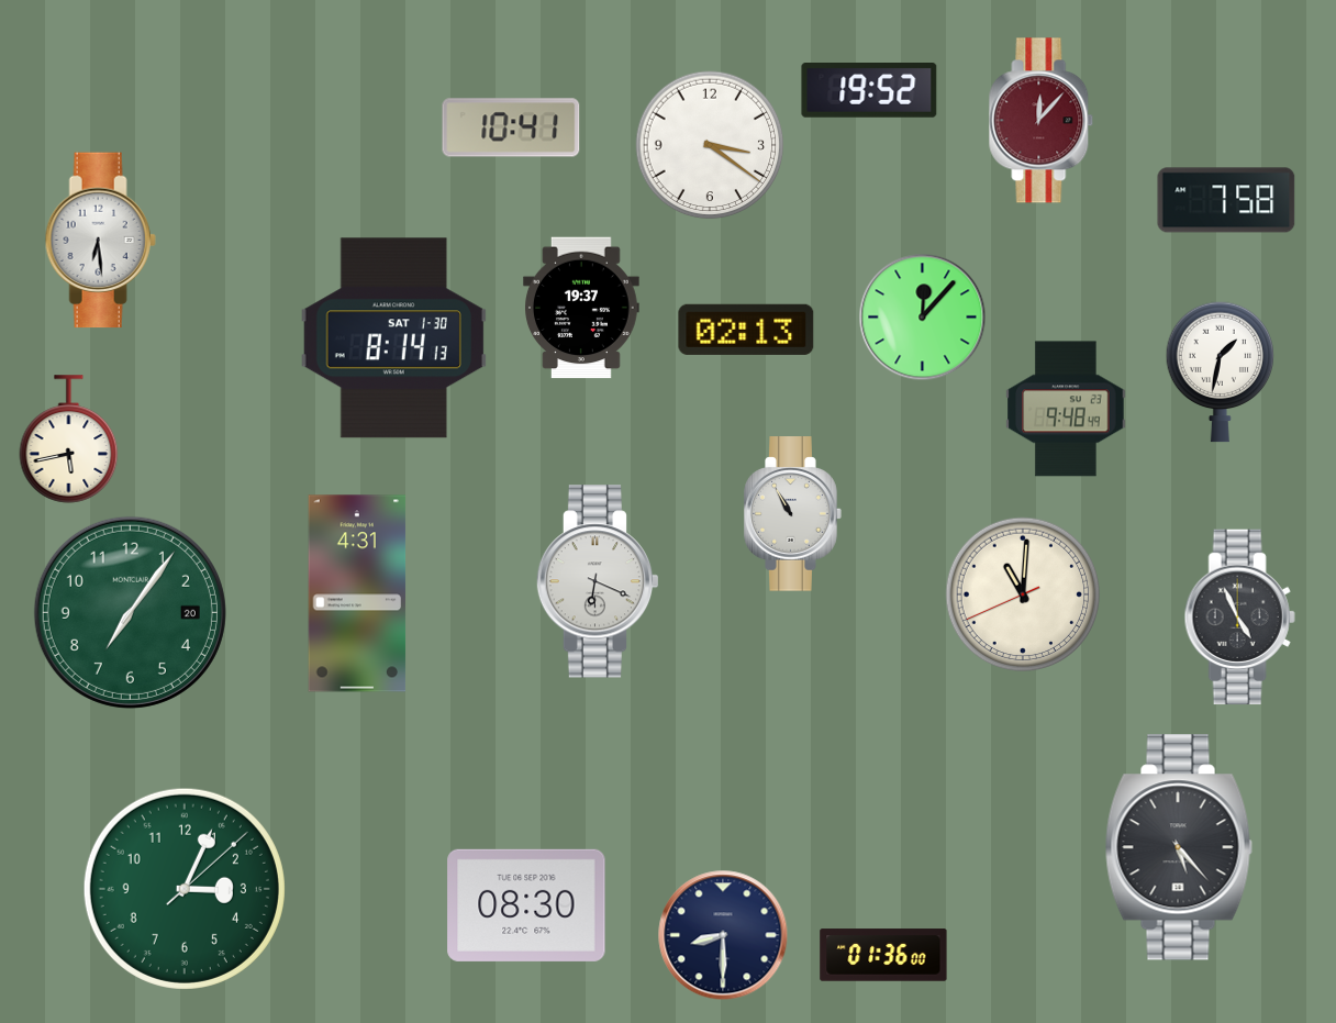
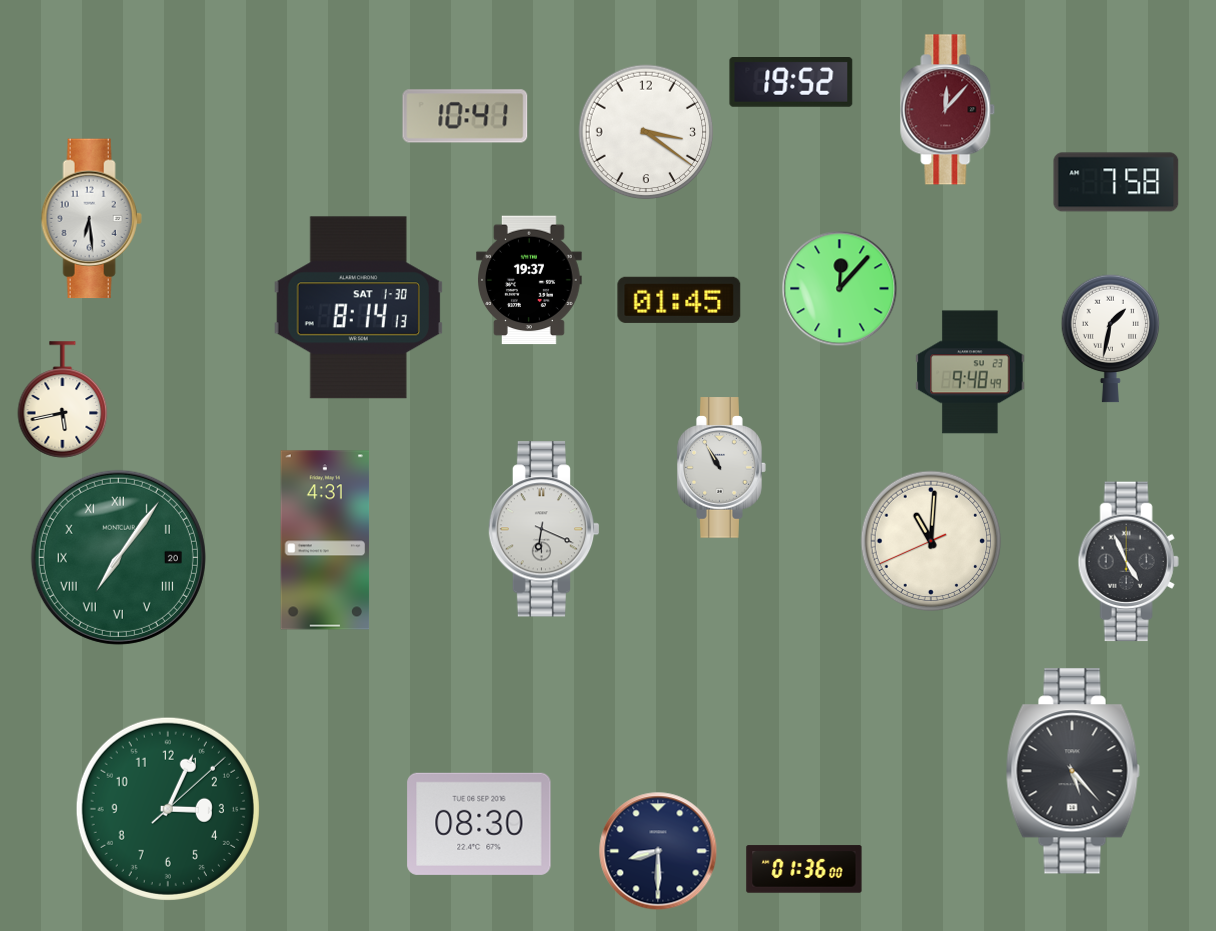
clock at (746, 330): 02:13 -> 01:45
clock at (130, 612) numerals: Arabic -> Roman
